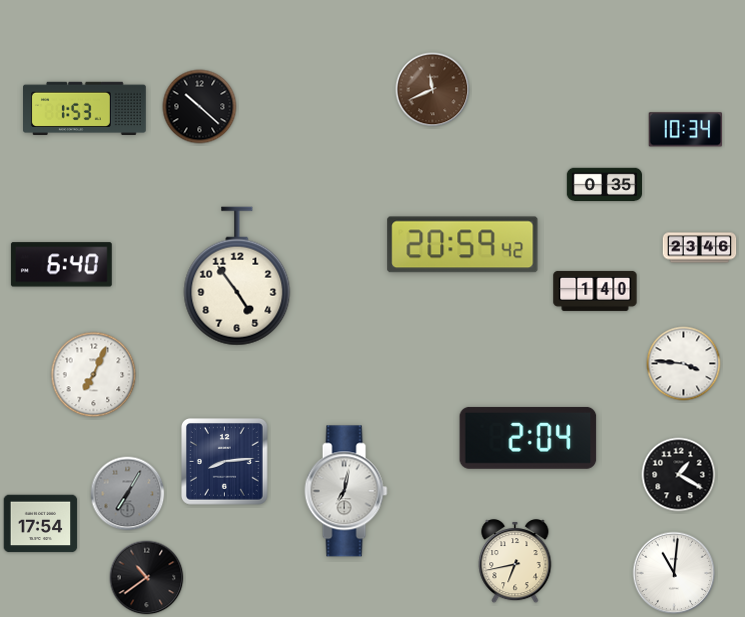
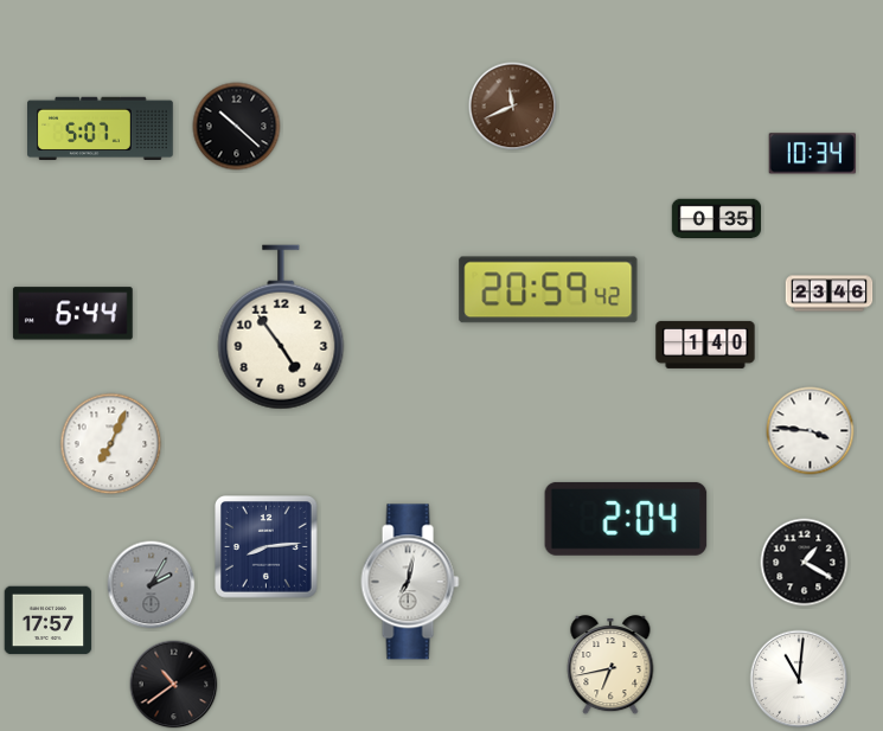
clock at (85, 109): 1:53 -> 5:07
clock at (61, 265): 6:40 -> 6:44
clock at (128, 494): 7:05 -> 2:05
clock at (41, 524): 17:54 -> 17:57
